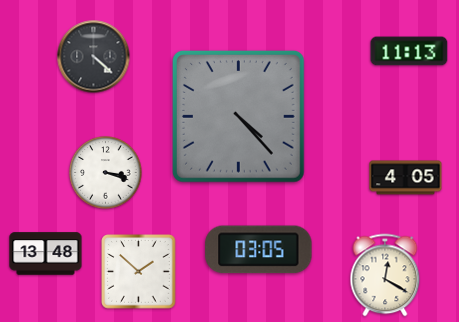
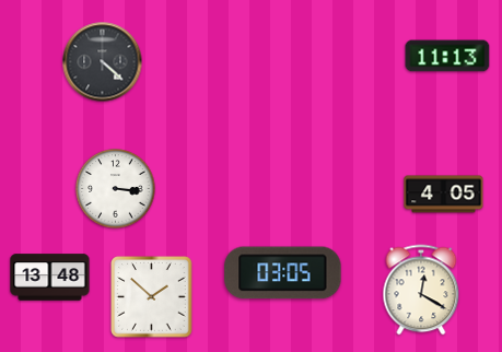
clock at (239, 117): 4:23 -> none
clock at (106, 173): 3:18 -> 3:16
clock at (385, 275) position: (385, 275) -> (421, 290)
